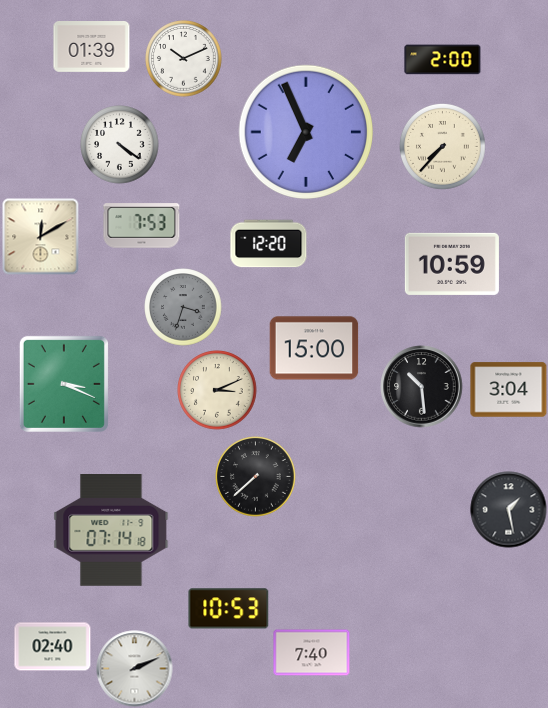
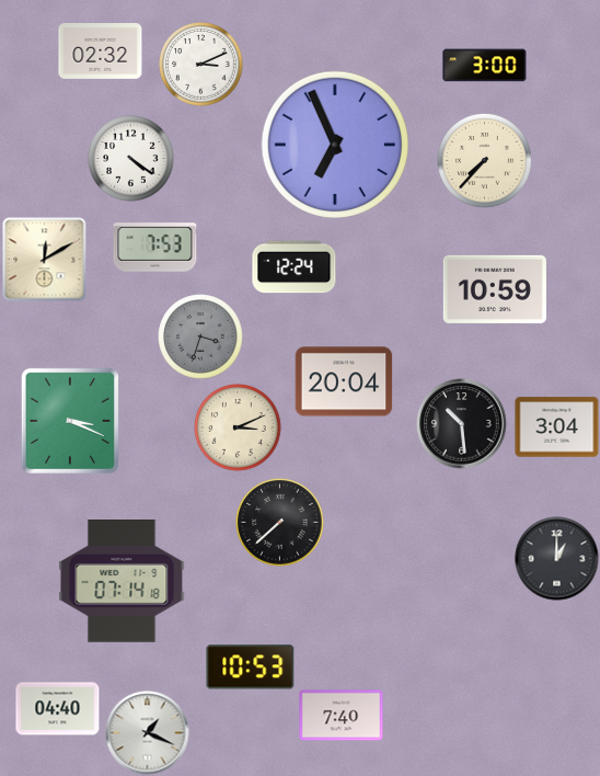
clock at (92, 47): 01:39 -> 02:32
clock at (184, 59): 10:11 -> 3:11
clock at (443, 60): 2:00 -> 3:00
clock at (269, 244): 12:20 -> 12:24
clock at (314, 348): 15:00 -> 20:04
clock at (509, 510): 1:28 -> 1:00
clock at (53, 647): 02:40 -> 04:40
clock at (135, 669): 2:11 -> 1:19
